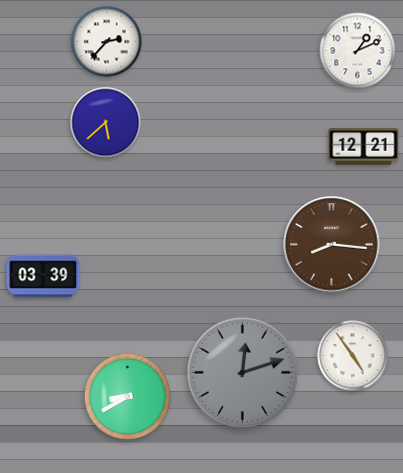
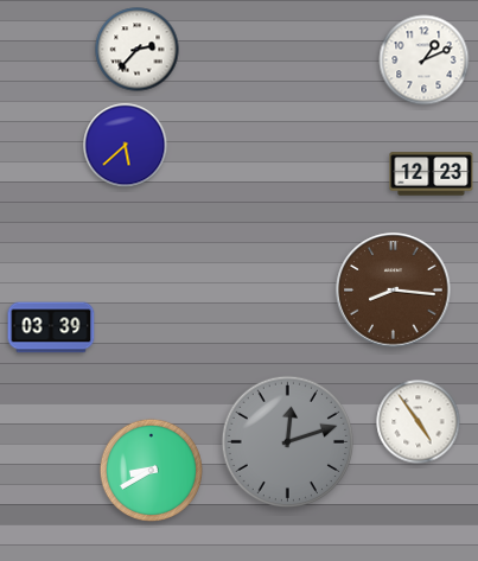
clock at (107, 42) position: (107, 42) -> (138, 50)
clock at (364, 147): 12:21 -> 12:23
